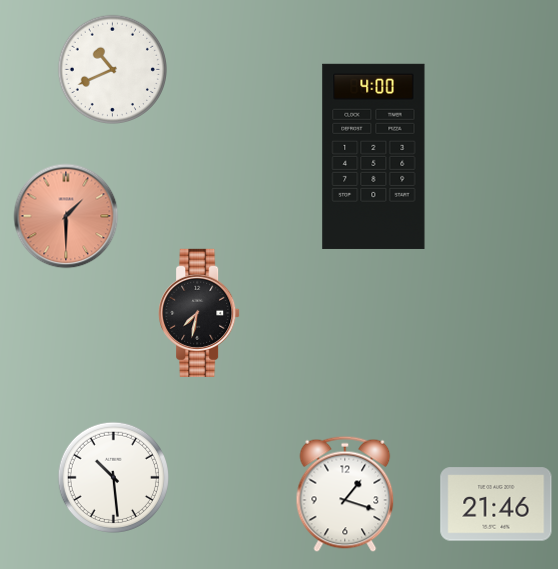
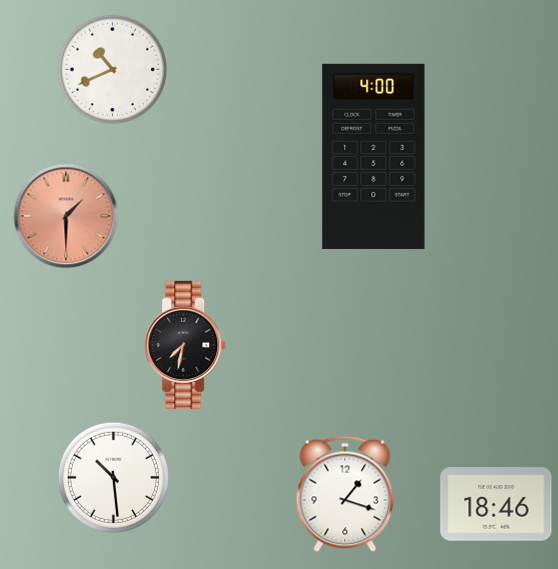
clock at (199, 313) position: (199, 313) -> (185, 345)
clock at (496, 504): 21:46 -> 18:46
